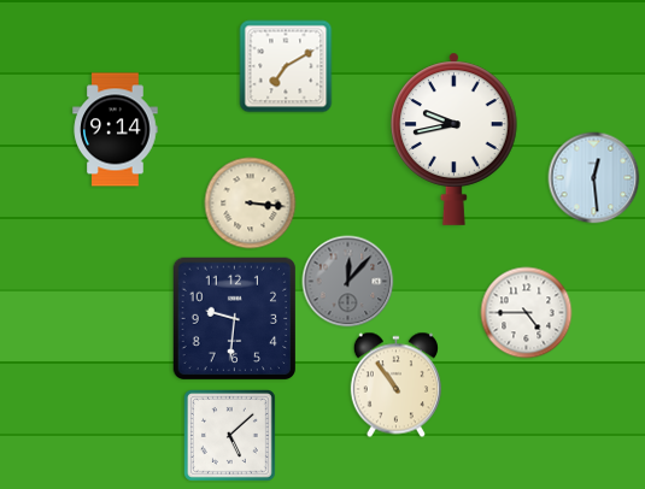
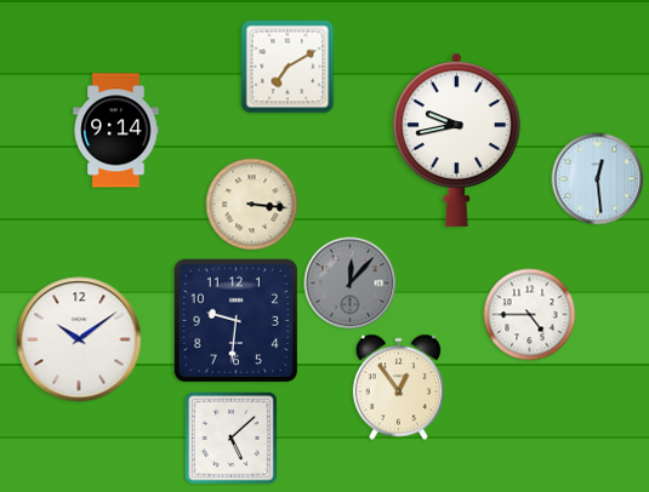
clock at (79, 339): none -> 10:09
clock at (395, 385): 10:54 -> 12:54
